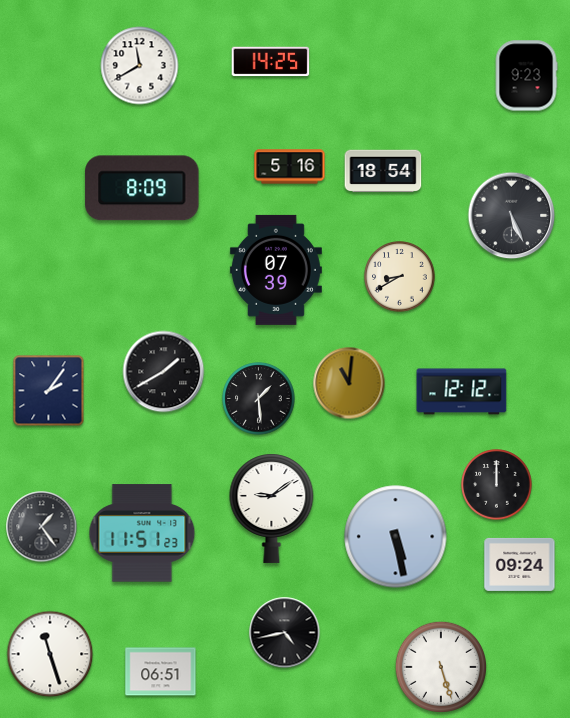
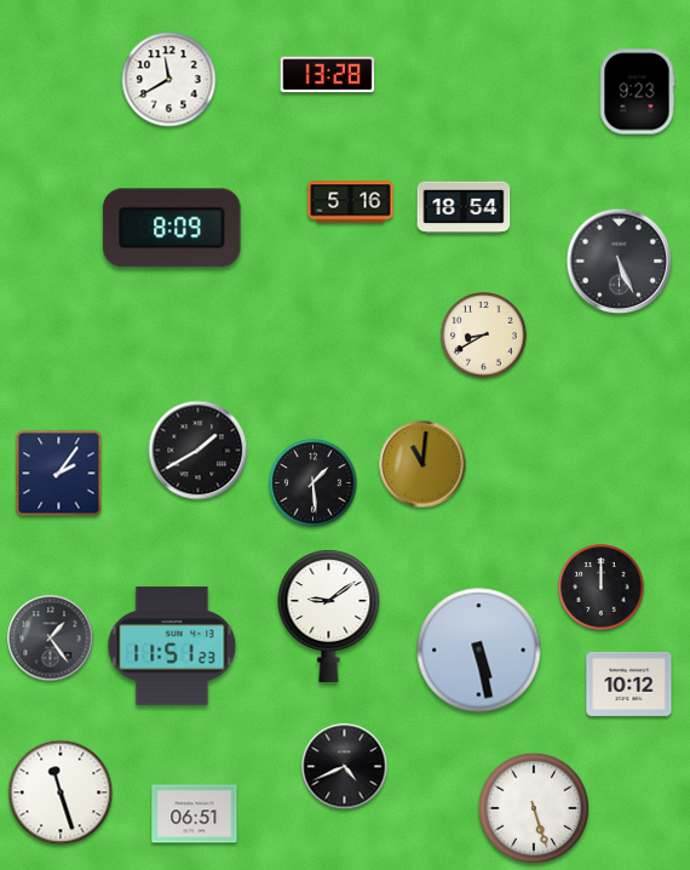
clock at (271, 62): 14:25 -> 13:28
clock at (276, 270): 07:39 -> none
clock at (462, 392): 12:12 -> none
clock at (520, 564): 09:24 -> 10:12
clock at (285, 633): 4:43 -> 4:41
